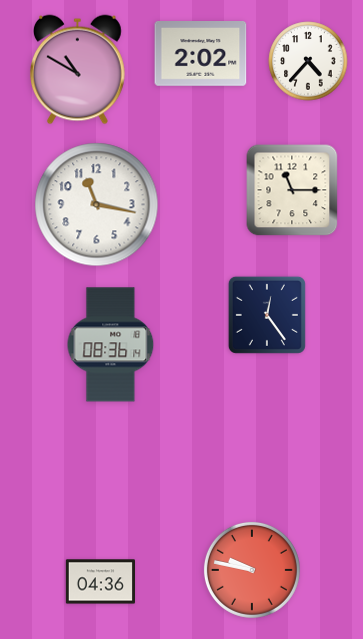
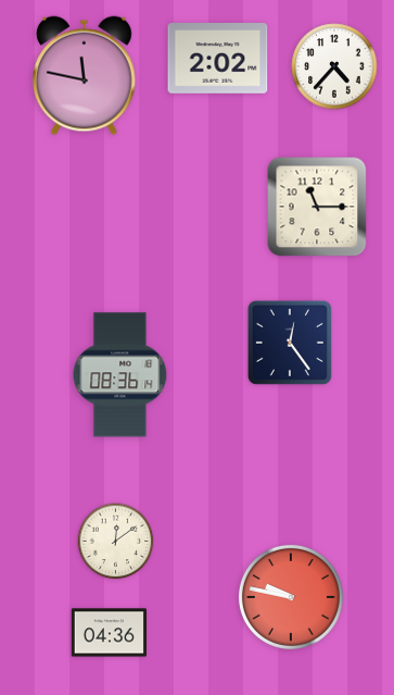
clock at (78, 70): 10:50 -> 11:47
clock at (97, 205): 11:17 -> none
clock at (116, 542): none -> 12:09
clock at (252, 570) position: (252, 570) -> (291, 597)
